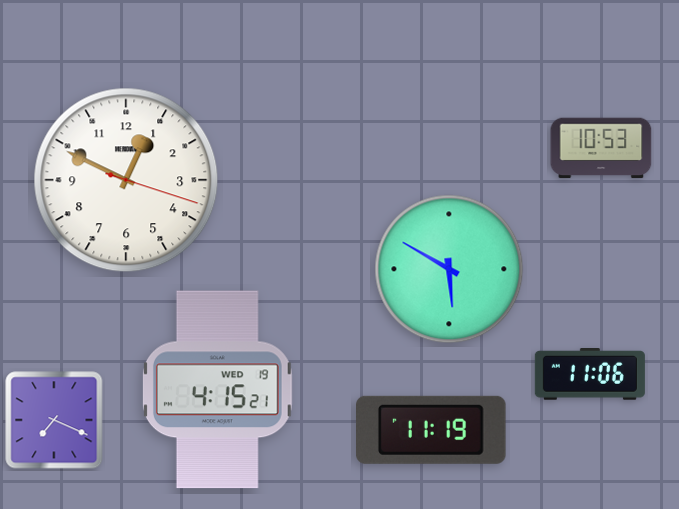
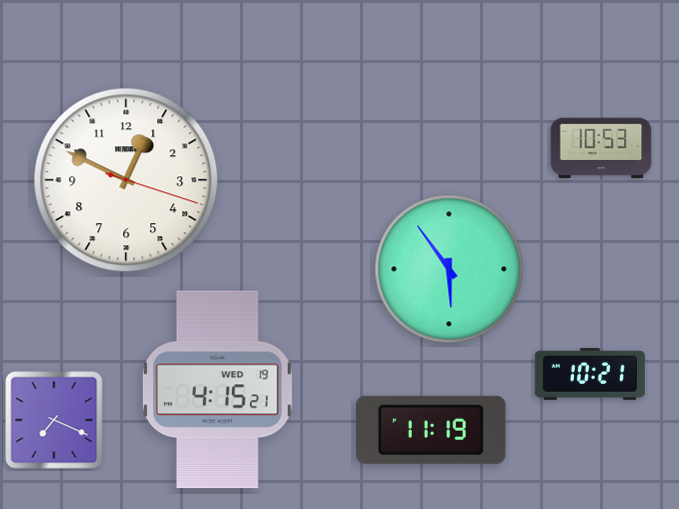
clock at (449, 269): 5:50 -> 5:54
clock at (590, 375): 11:06 -> 10:21
